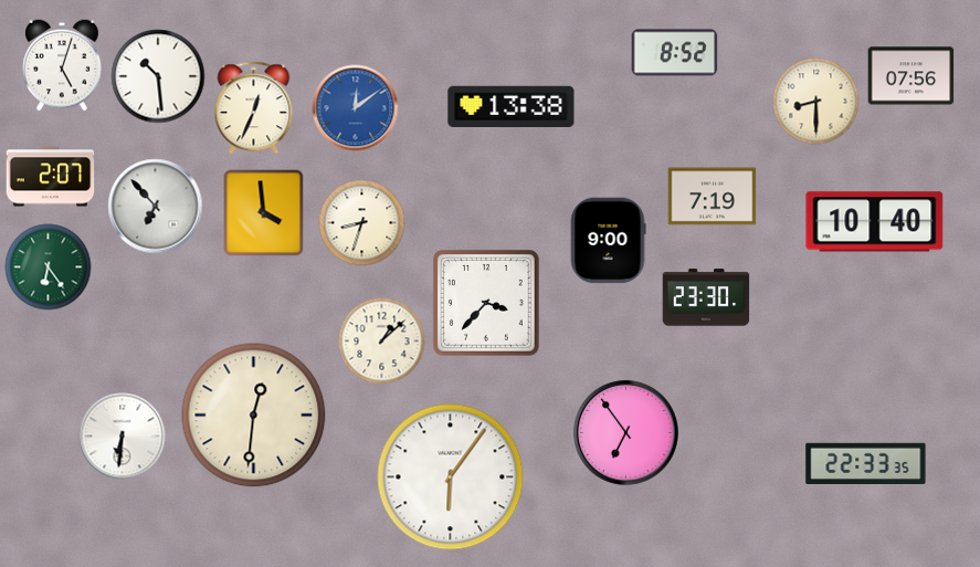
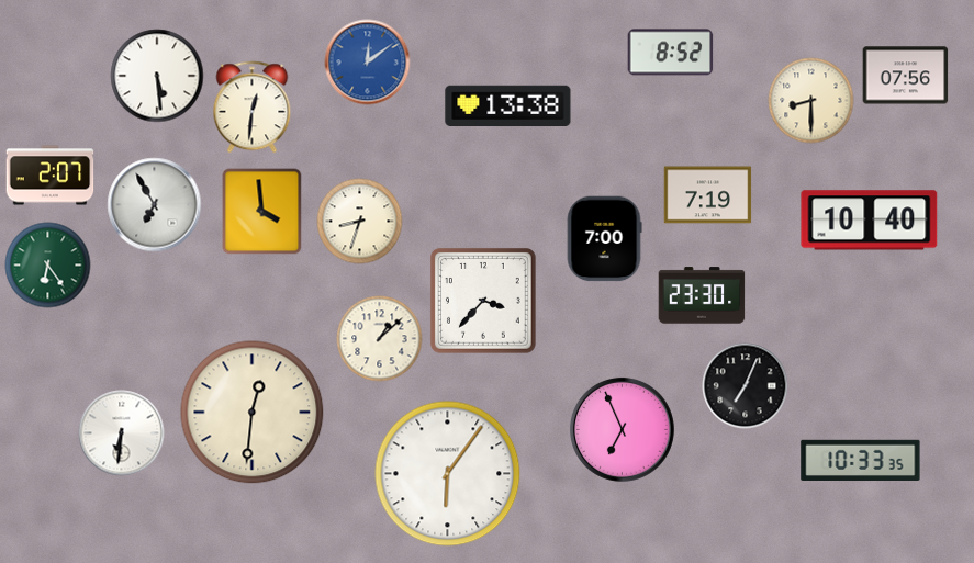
clock at (63, 65): 5:03 -> none
clock at (158, 76): 10:29 -> 5:29
clock at (254, 107): 12:34 -> 12:31
clock at (355, 107) position: (355, 107) -> (367, 61)
clock at (155, 206): 6:53 -> 6:55
clock at (608, 240): 9:00 -> 7:00
clock at (745, 385): none -> 7:04
clock at (625, 432): 6:54 -> 6:56
clock at (866, 463): 22:33 -> 10:33
